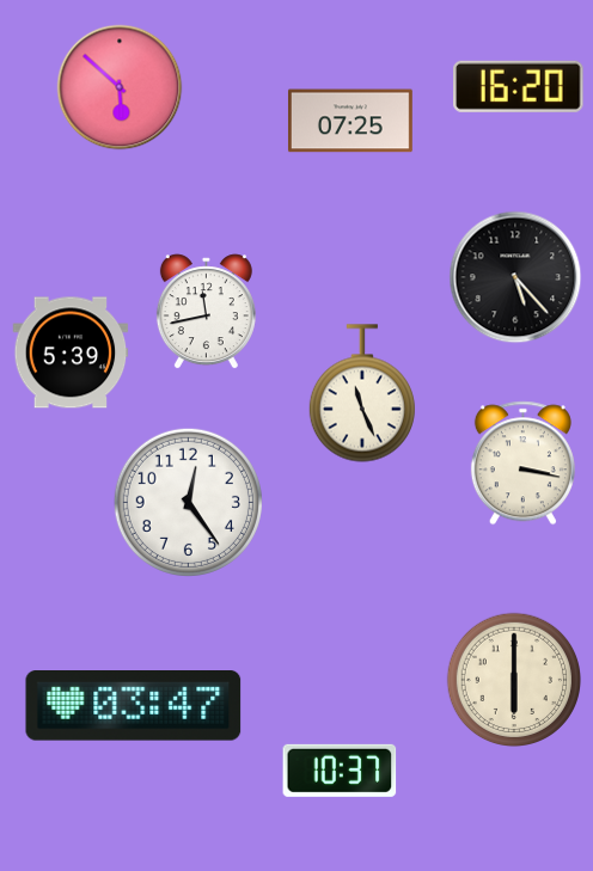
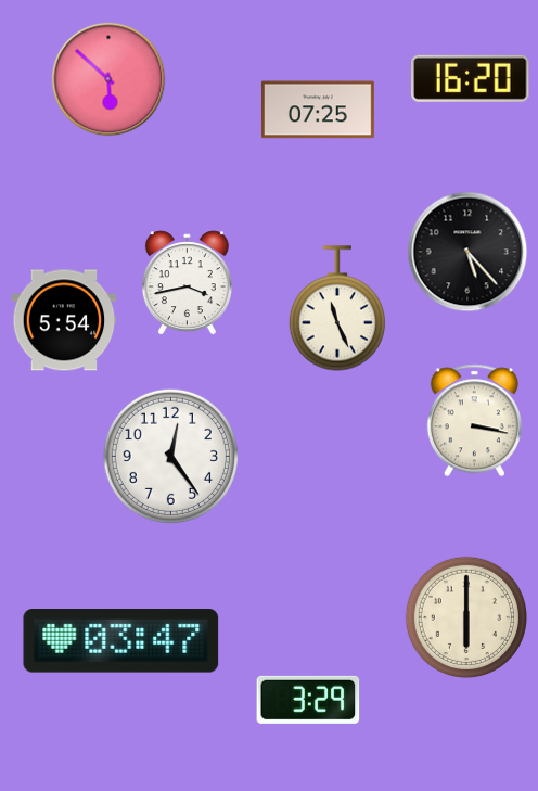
clock at (206, 312): 11:43 -> 3:43
clock at (71, 352): 5:39 -> 5:54
clock at (362, 393) position: (362, 393) -> (337, 308)
clock at (340, 771): 10:37 -> 3:29
